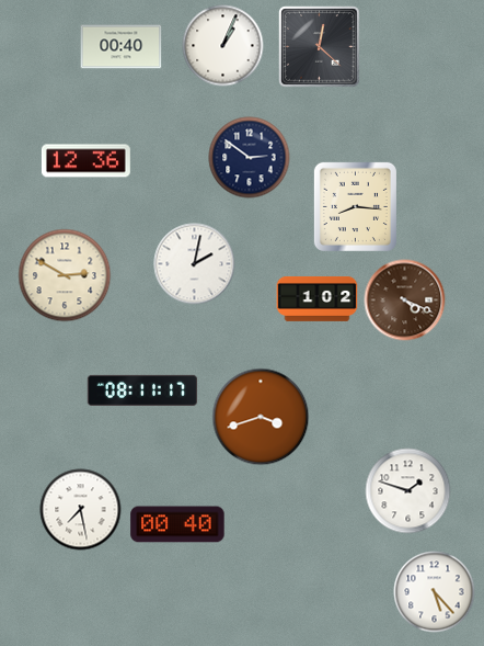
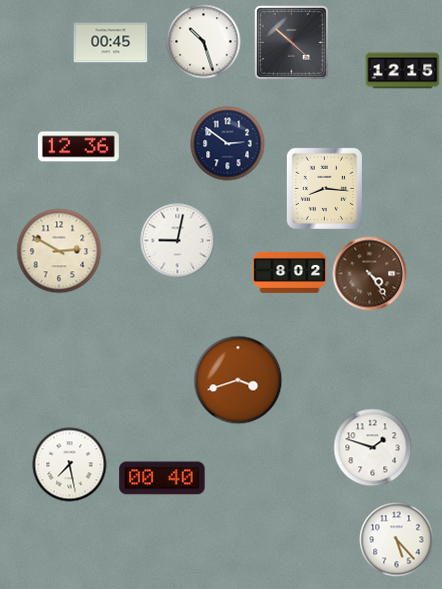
clock at (223, 46): 1:04 -> 10:27
clock at (122, 47): 00:40 -> 00:45
clock at (320, 47): 12:22 -> 10:22
clock at (403, 71): none -> 12:15
clock at (195, 264): 2:02 -> 9:02
clock at (318, 299): 1:02 -> 8:02
clock at (405, 301): 4:19 -> 4:24
clock at (142, 390): 08:11 -> none
clock at (81, 510) position: (81, 510) -> (70, 465)
